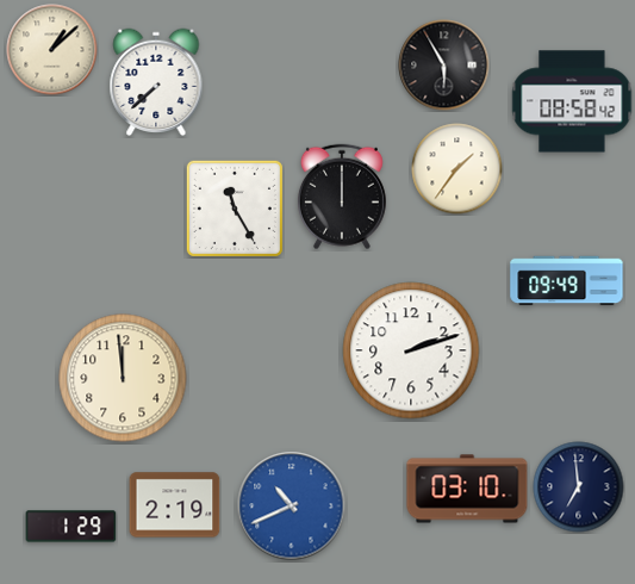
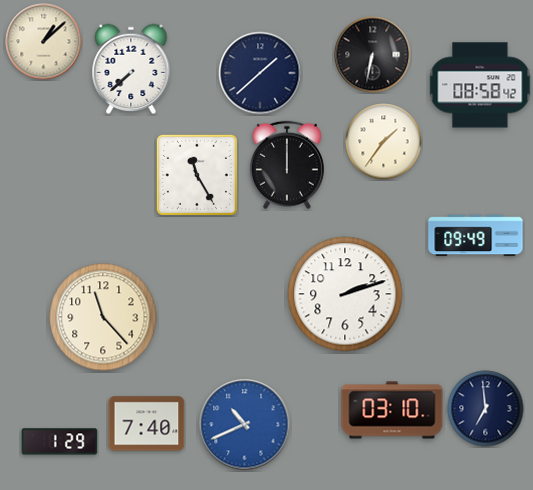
clock at (444, 66): 5:55 -> 6:32
clock at (260, 73): none -> 1:38
clock at (123, 378): 11:59 -> 11:23
clock at (175, 505): 2:19 -> 7:40
